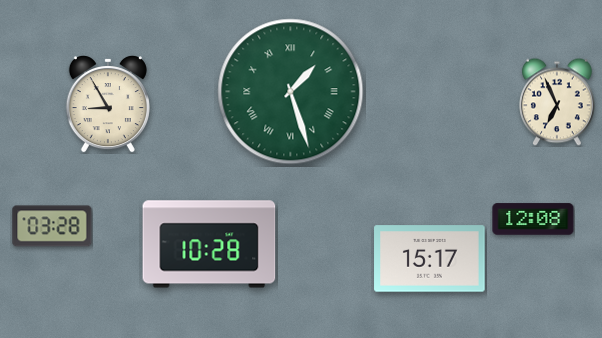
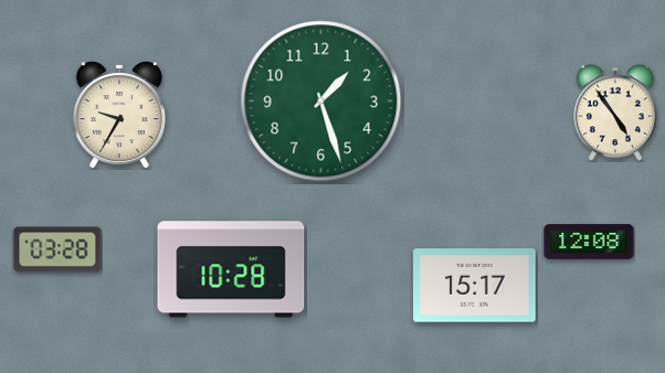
clock at (291, 92) numerals: Roman -> Arabic
clock at (558, 102): 6:56 -> 4:54
clock at (108, 105): 8:55 -> 9:35
